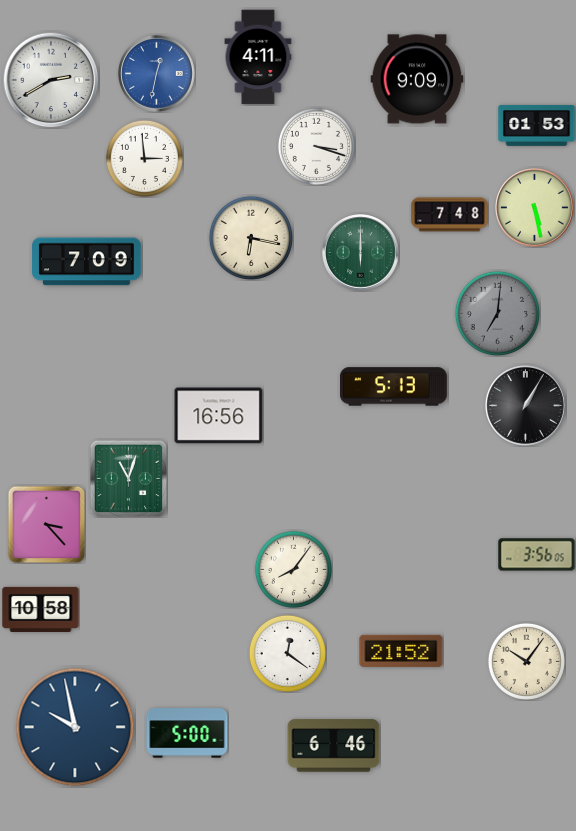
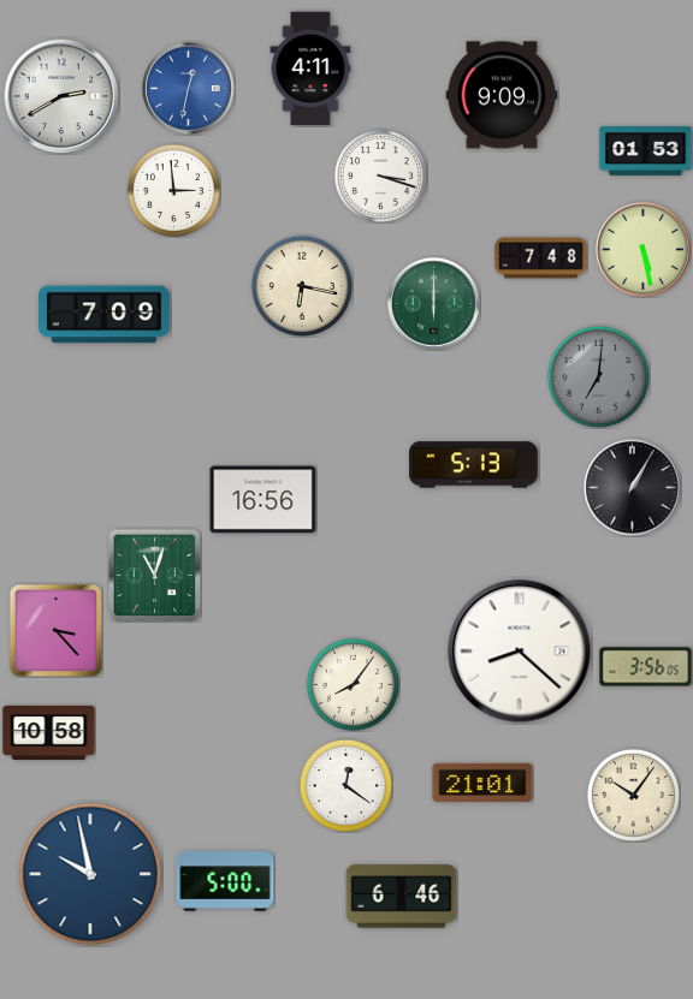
clock at (520, 652): none -> 8:22
clock at (401, 651): 21:52 -> 21:01
